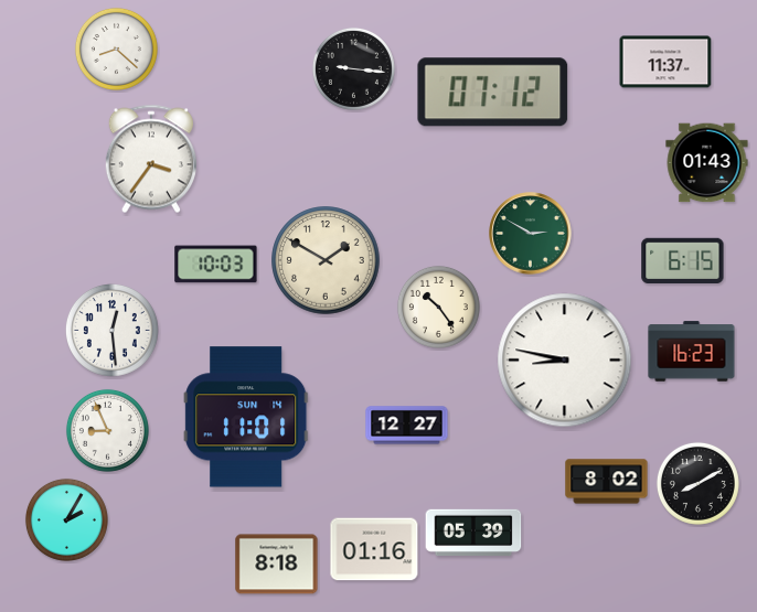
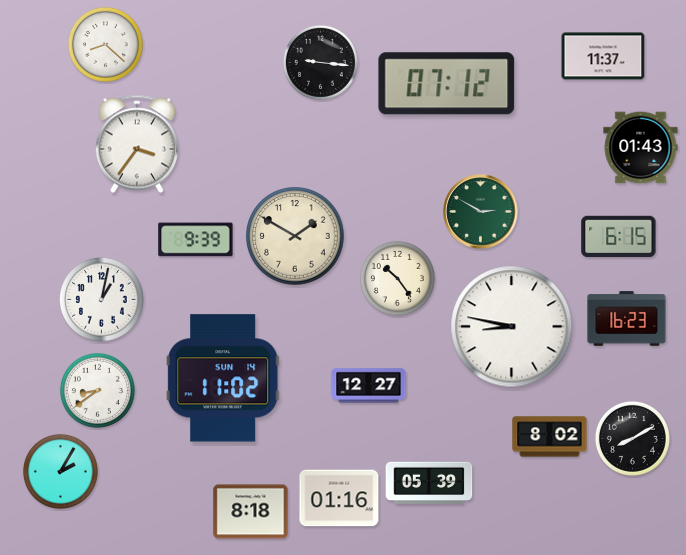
clock at (216, 265): 10:03 -> 9:39
clock at (111, 330): 12:29 -> 1:02
clock at (246, 417): 11:01 -> 11:02
clock at (107, 430): 8:56 -> 8:39
